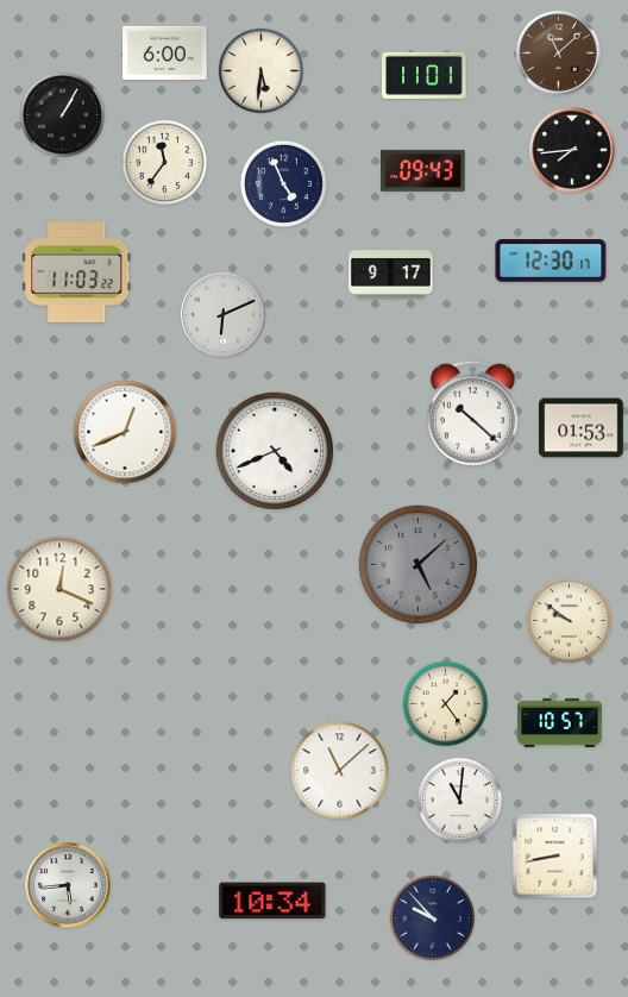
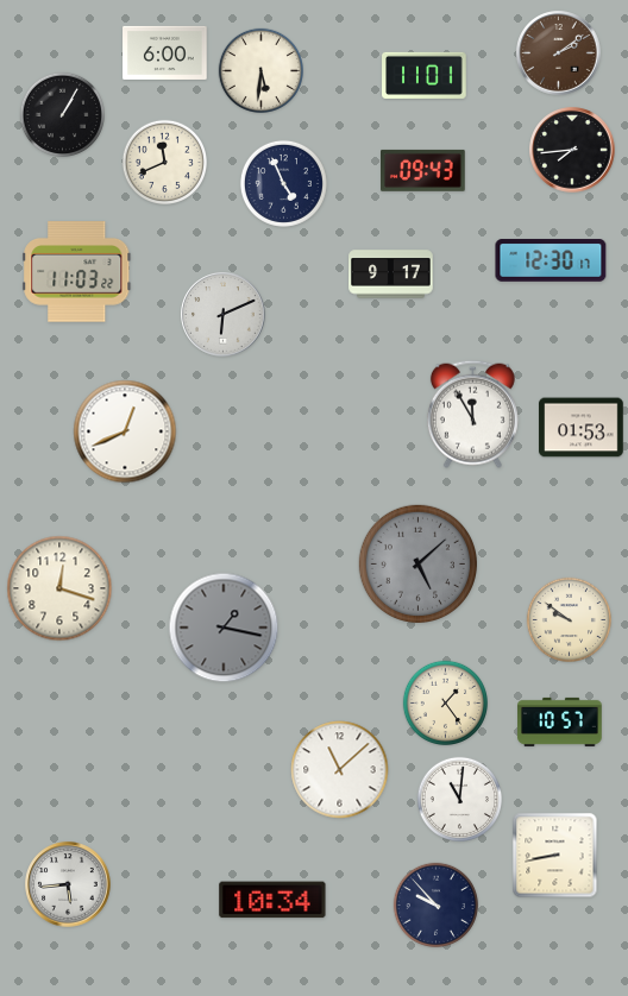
clock at (559, 54): 11:08 -> 2:09
clock at (164, 162): 11:36 -> 11:41
clock at (472, 414): 10:22 -> 11:55
clock at (275, 451): 4:41 -> none
clock at (59, 589): 12:19 -> 12:18
clock at (224, 628): none -> 1:17
clock at (432, 917) position: (432, 917) -> (435, 904)
